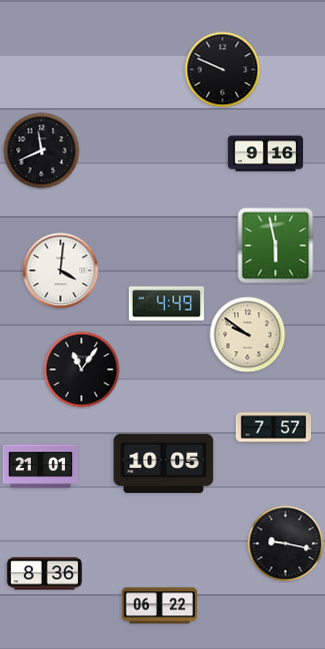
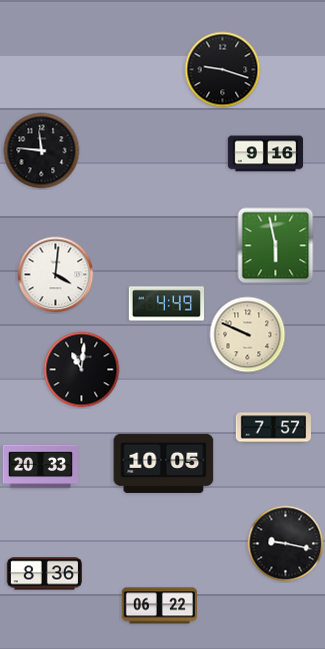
clock at (223, 70): 9:49 -> 9:18
clock at (42, 151): 11:41 -> 11:46
clock at (61, 271) position: (61, 271) -> (56, 275)
clock at (248, 335): 9:51 -> 9:49
clock at (82, 370): 11:06 -> 11:01
clock at (40, 467): 21:01 -> 20:33
